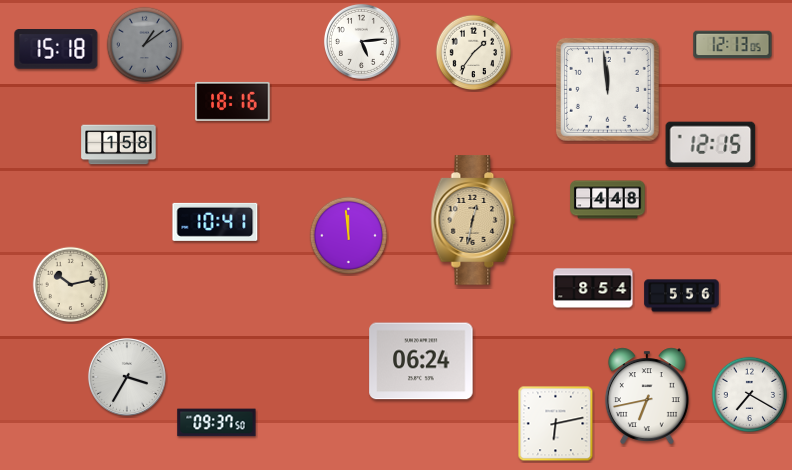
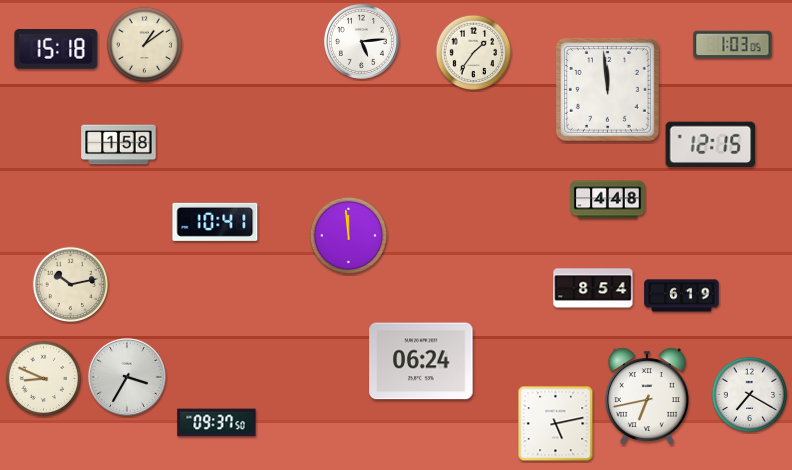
clock at (145, 45) dial: grey -> cream
clock at (733, 45): 12:13 -> 1:03
clock at (233, 101): 18:16 -> none
clock at (473, 220): 12:32 -> none
clock at (682, 296): 5:56 -> 6:19
clock at (44, 379): none -> 8:49
clock at (556, 424): 6:13 -> 5:13
